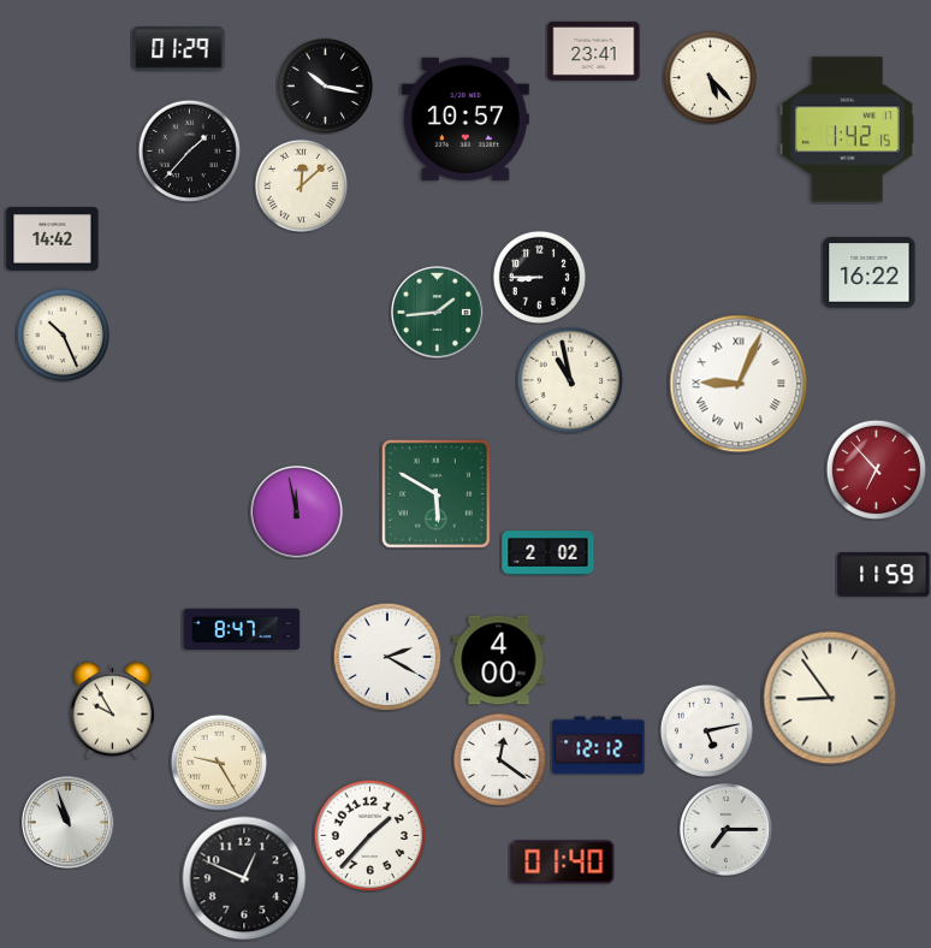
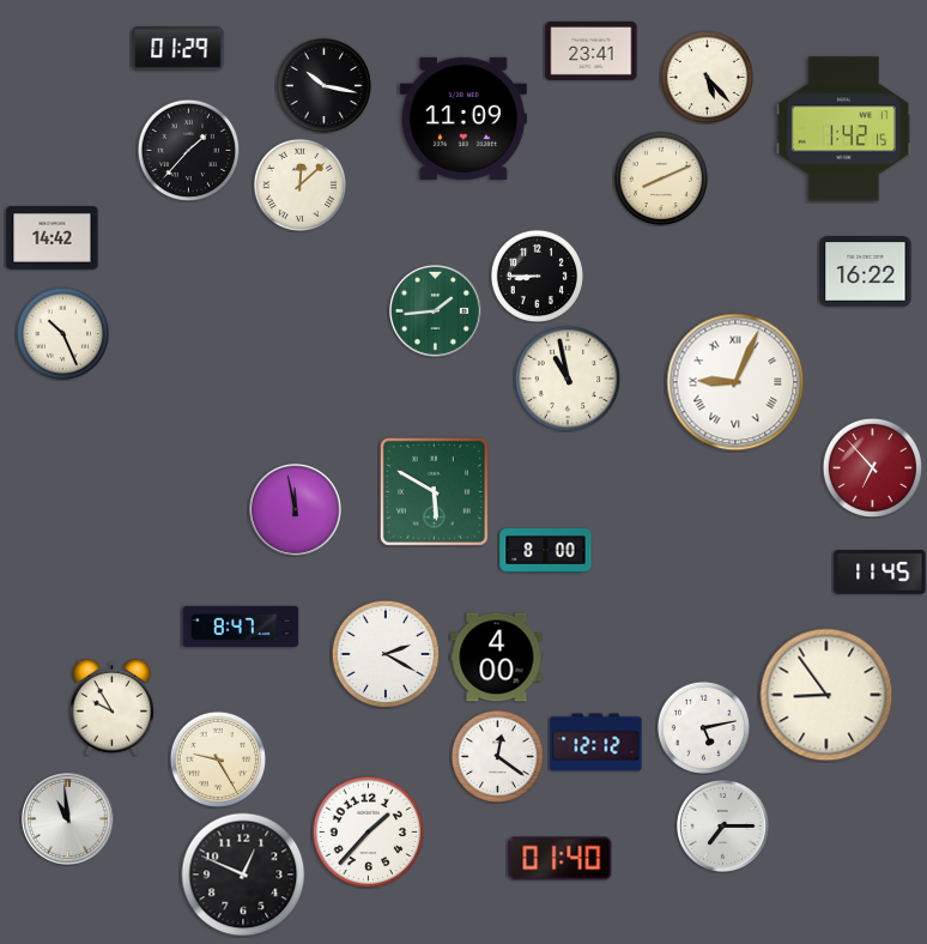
clock at (465, 119): 10:57 -> 11:09
clock at (660, 177): none -> 8:11
clock at (548, 553): 2:02 -> 8:00
clock at (884, 575): 11:59 -> 11:45
clock at (67, 822): 10:57 -> 10:59
